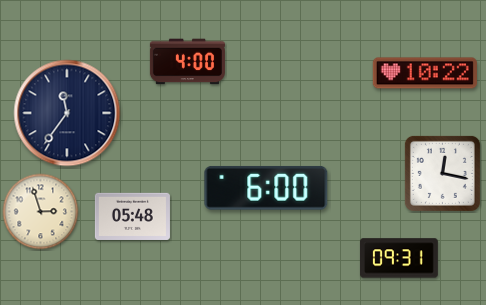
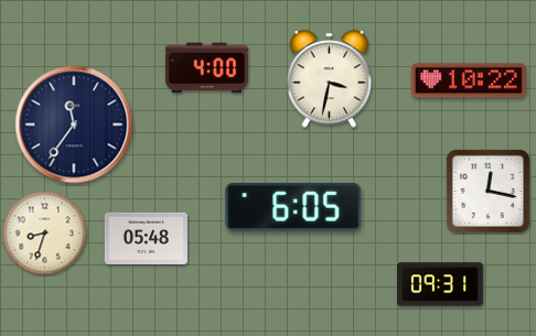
clock at (330, 79): none -> 3:32
clock at (266, 188): 6:00 -> 6:05
clock at (41, 212): 2:57 -> 8:33
